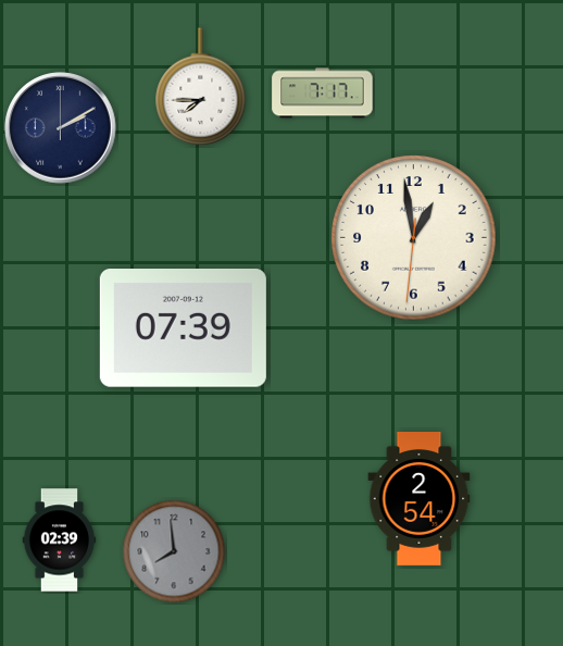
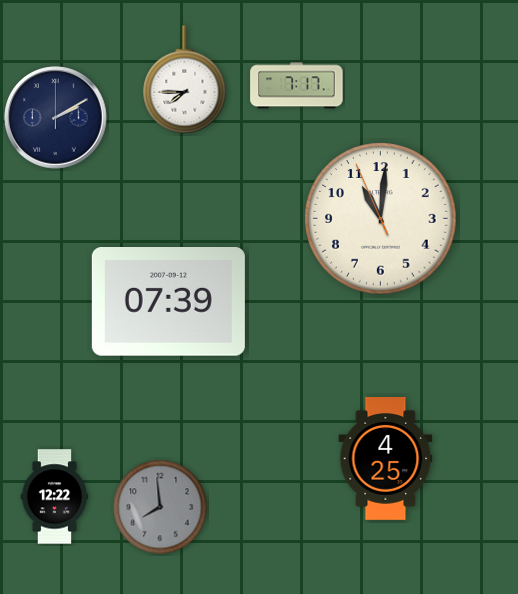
clock at (414, 238): 12:58 -> 11:00
clock at (420, 499): 2:54 -> 4:25
clock at (60, 541): 02:39 -> 12:22
